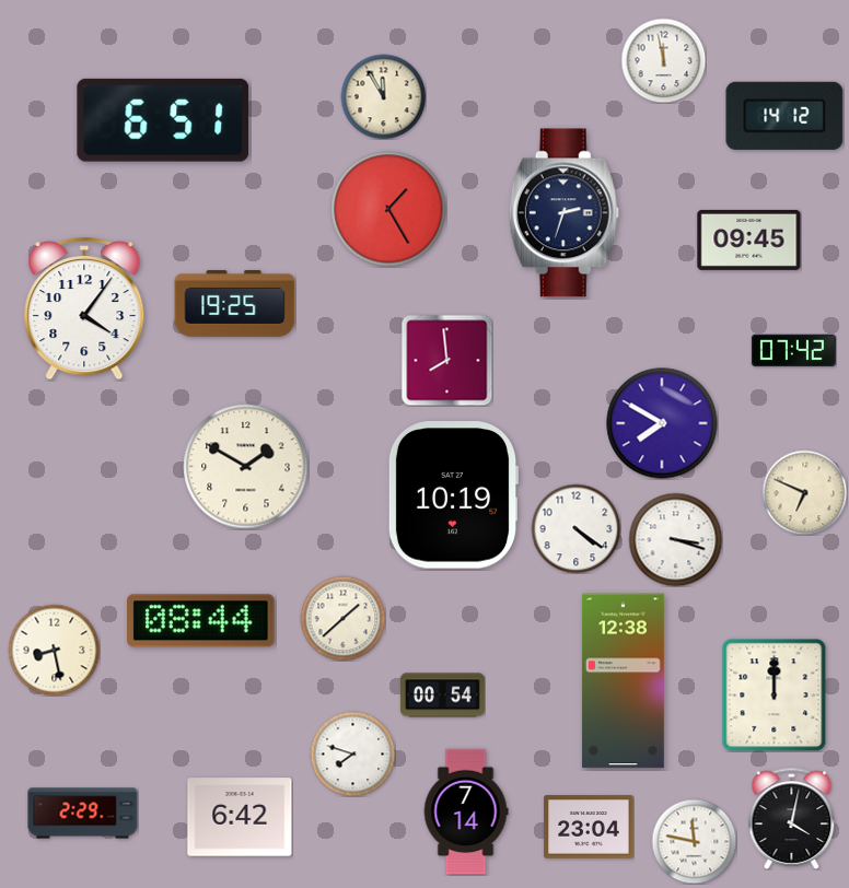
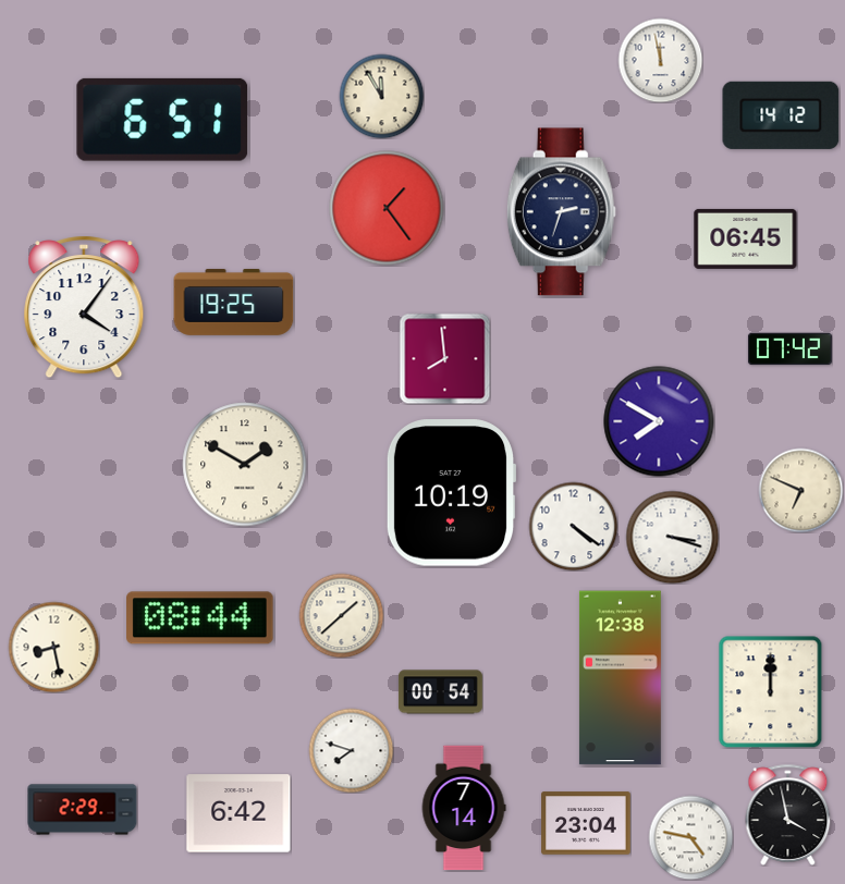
clock at (388, 209): 1:25 -> 1:24
clock at (749, 239): 09:45 -> 06:45
clock at (792, 818): 4:02 -> 3:58
clock at (694, 841): 11:47 -> 4:47
